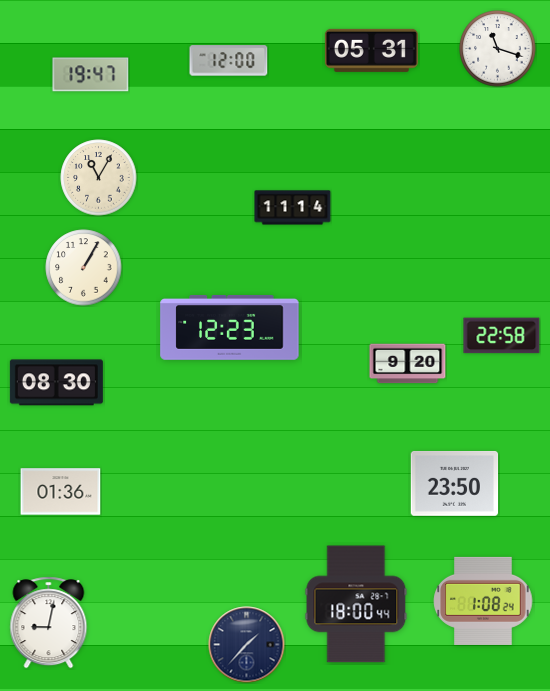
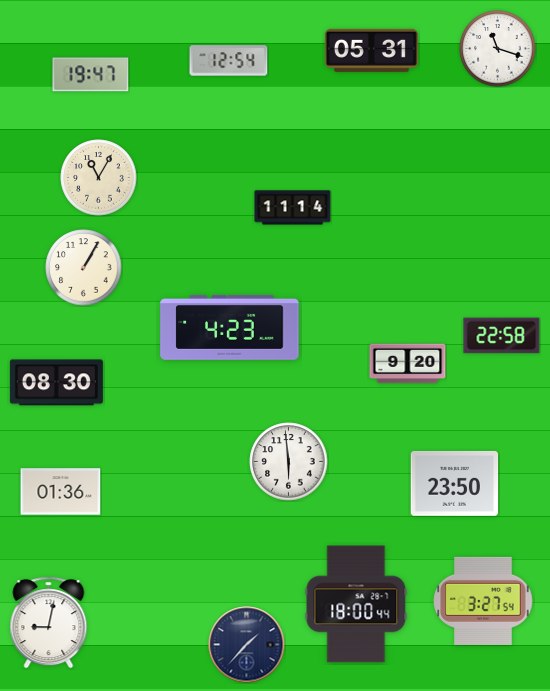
clock at (229, 61): 12:00 -> 12:54
clock at (230, 328): 12:23 -> 4:23
clock at (289, 462): none -> 5:59
clock at (483, 601): 1:08 -> 3:27
